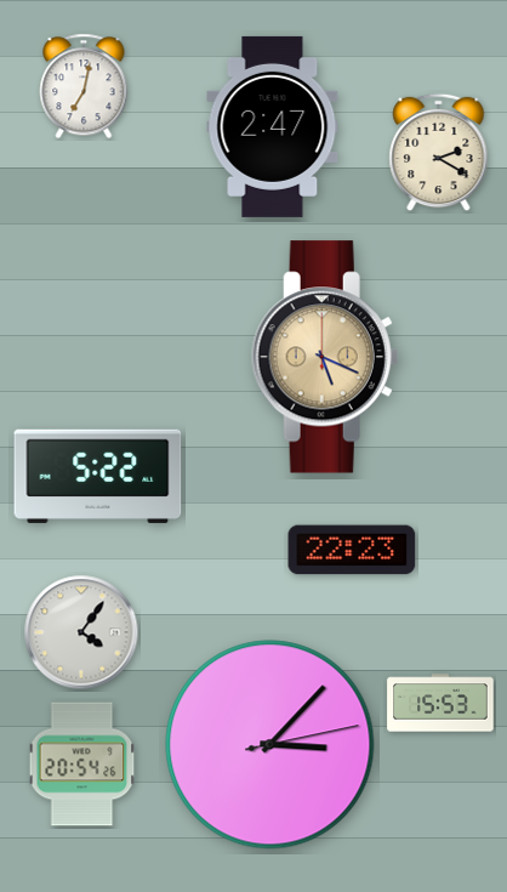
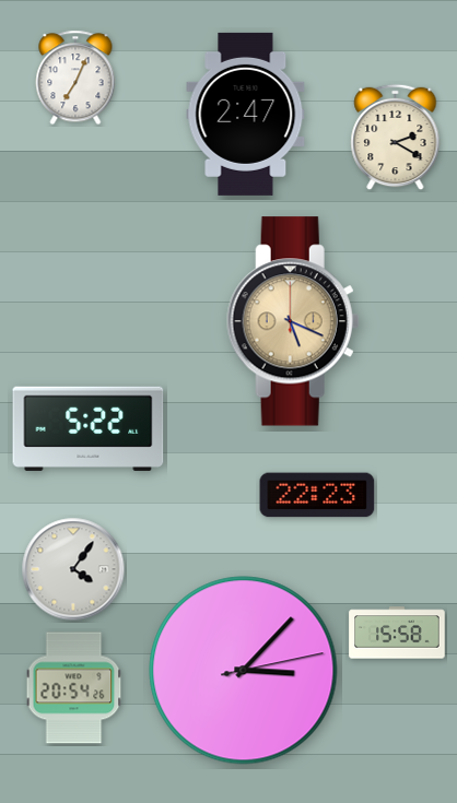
clock at (84, 86): 7:02 -> 7:04
clock at (440, 703): 15:53 -> 15:58
